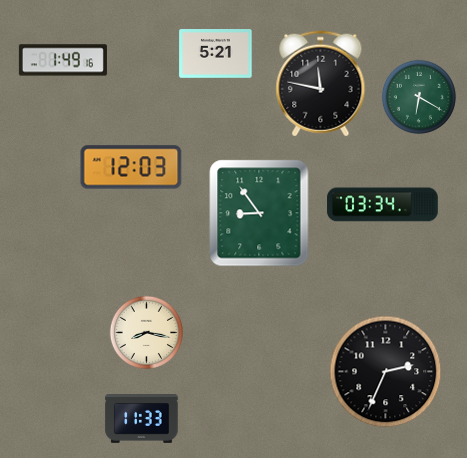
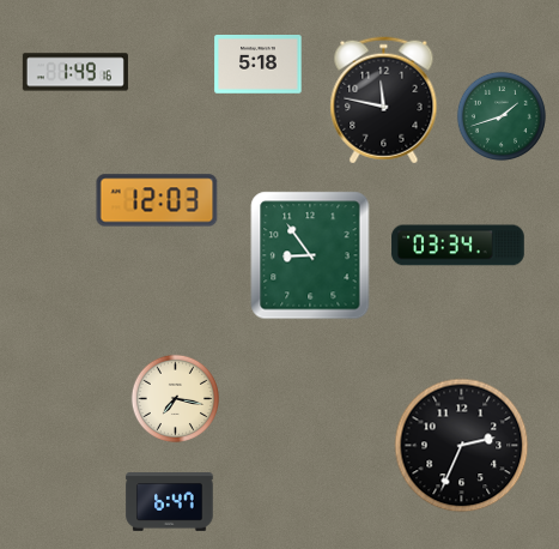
clock at (216, 54): 5:21 -> 5:18
clock at (419, 97): 6:20 -> 1:42
clock at (146, 332): 8:17 -> 7:17
clock at (142, 419): 11:33 -> 6:47
